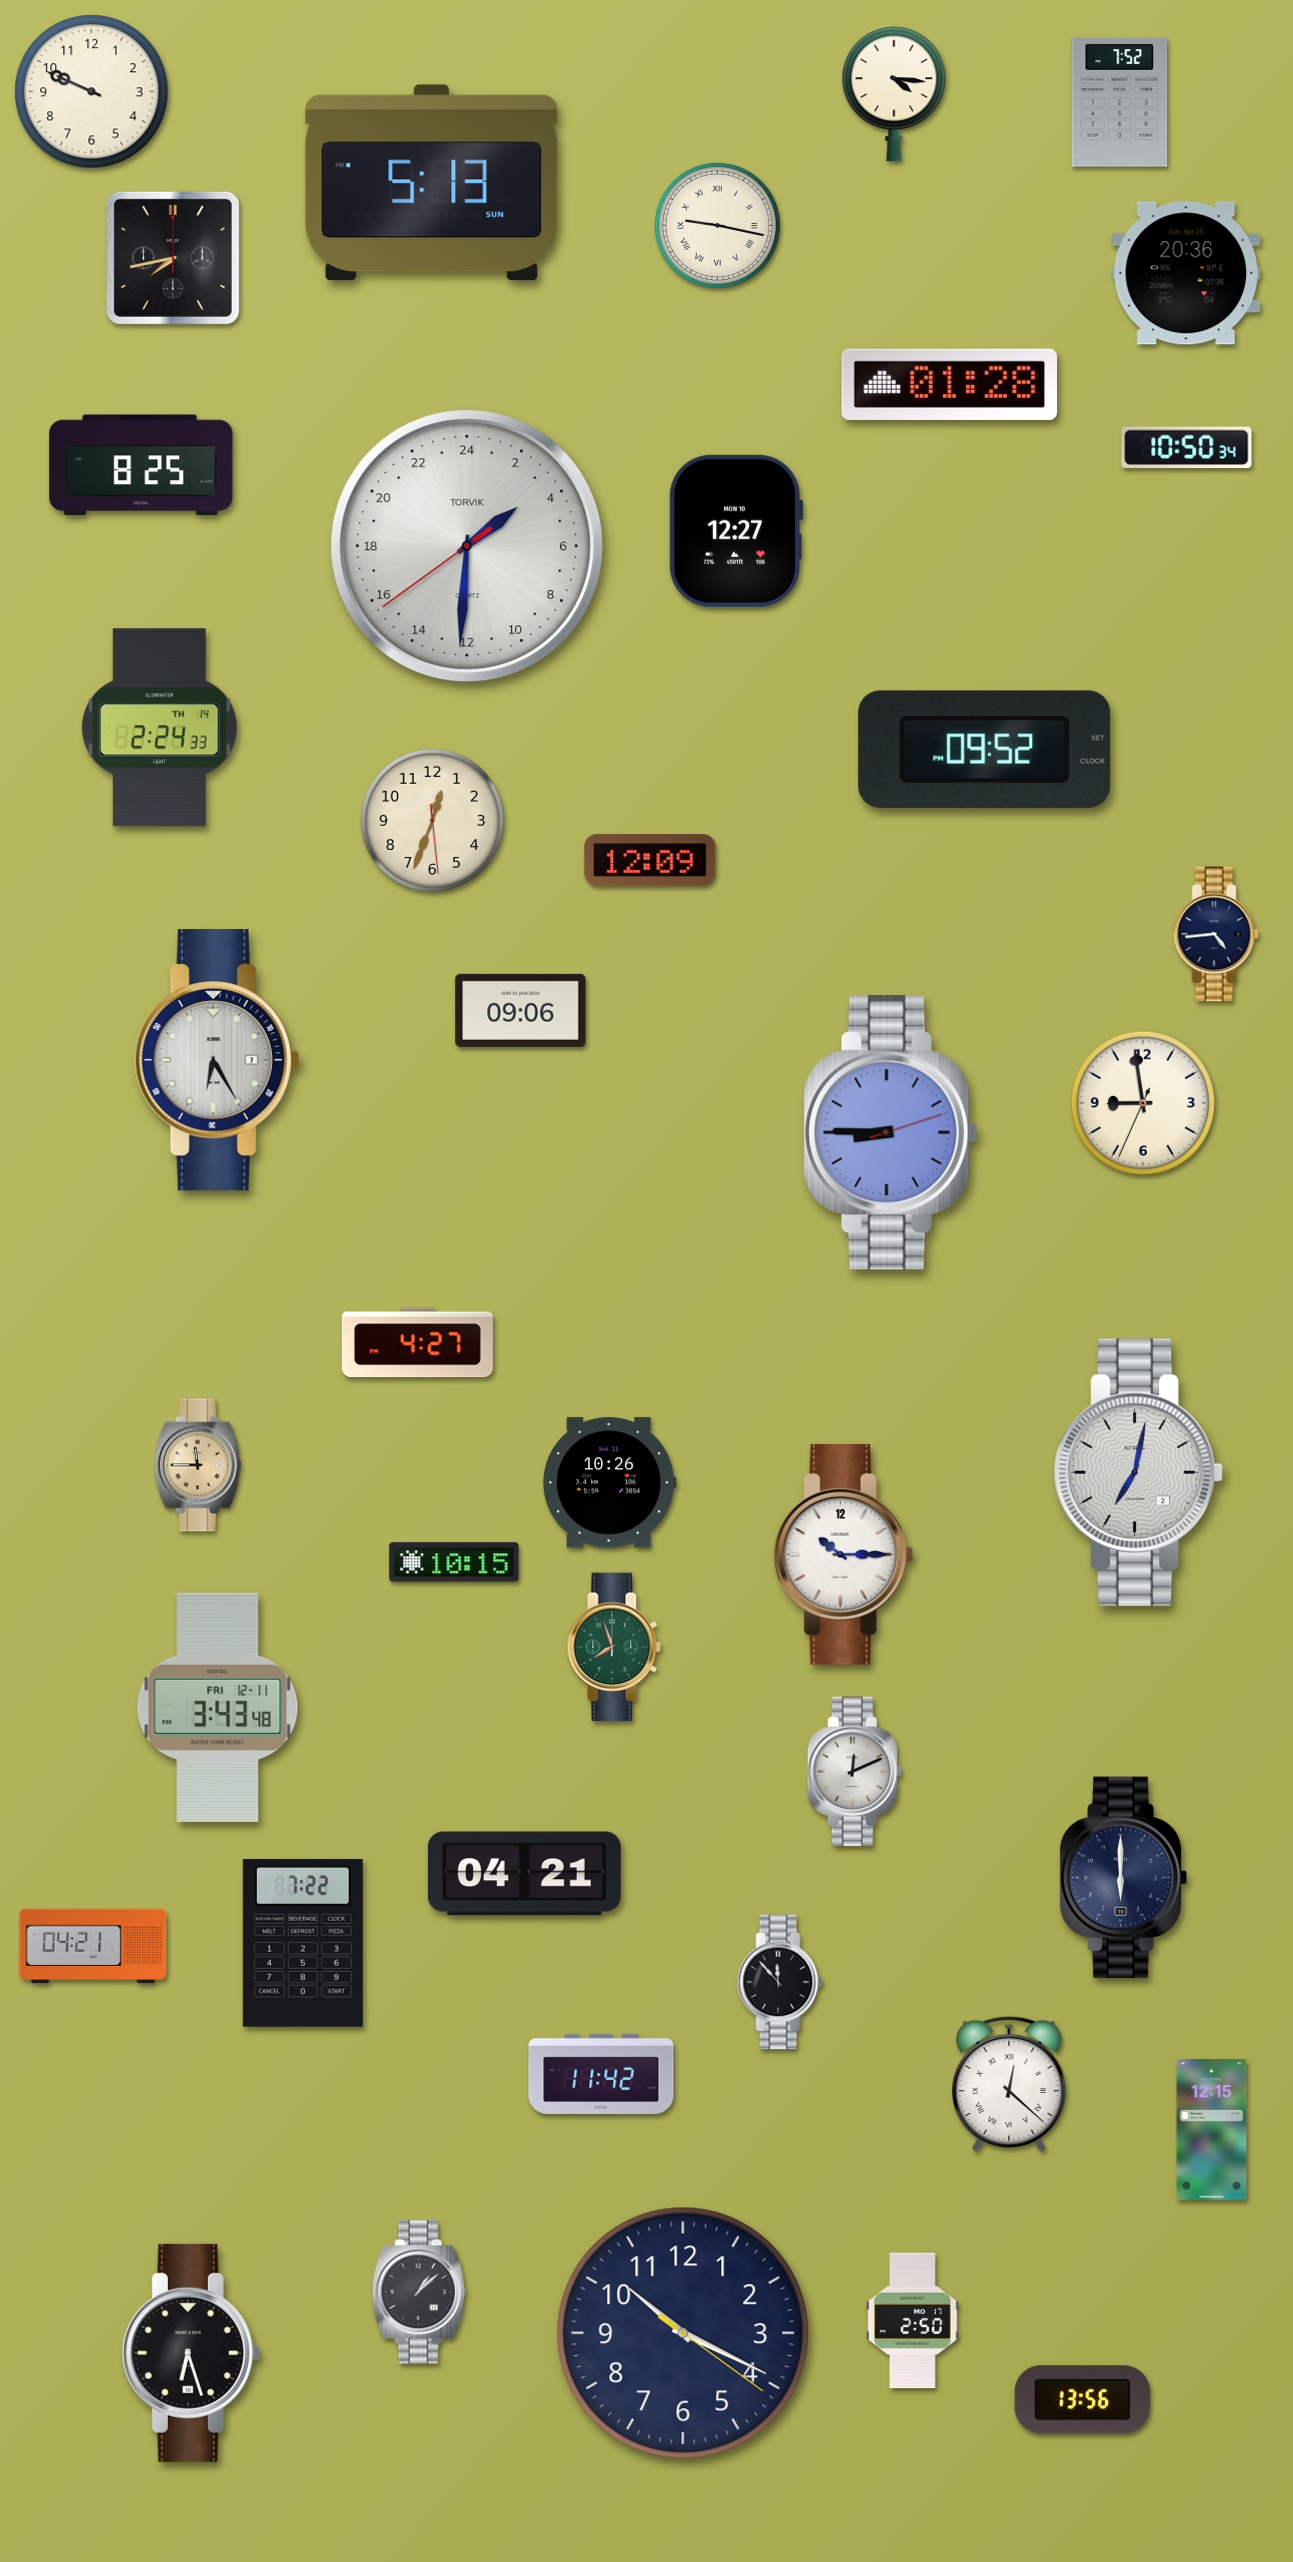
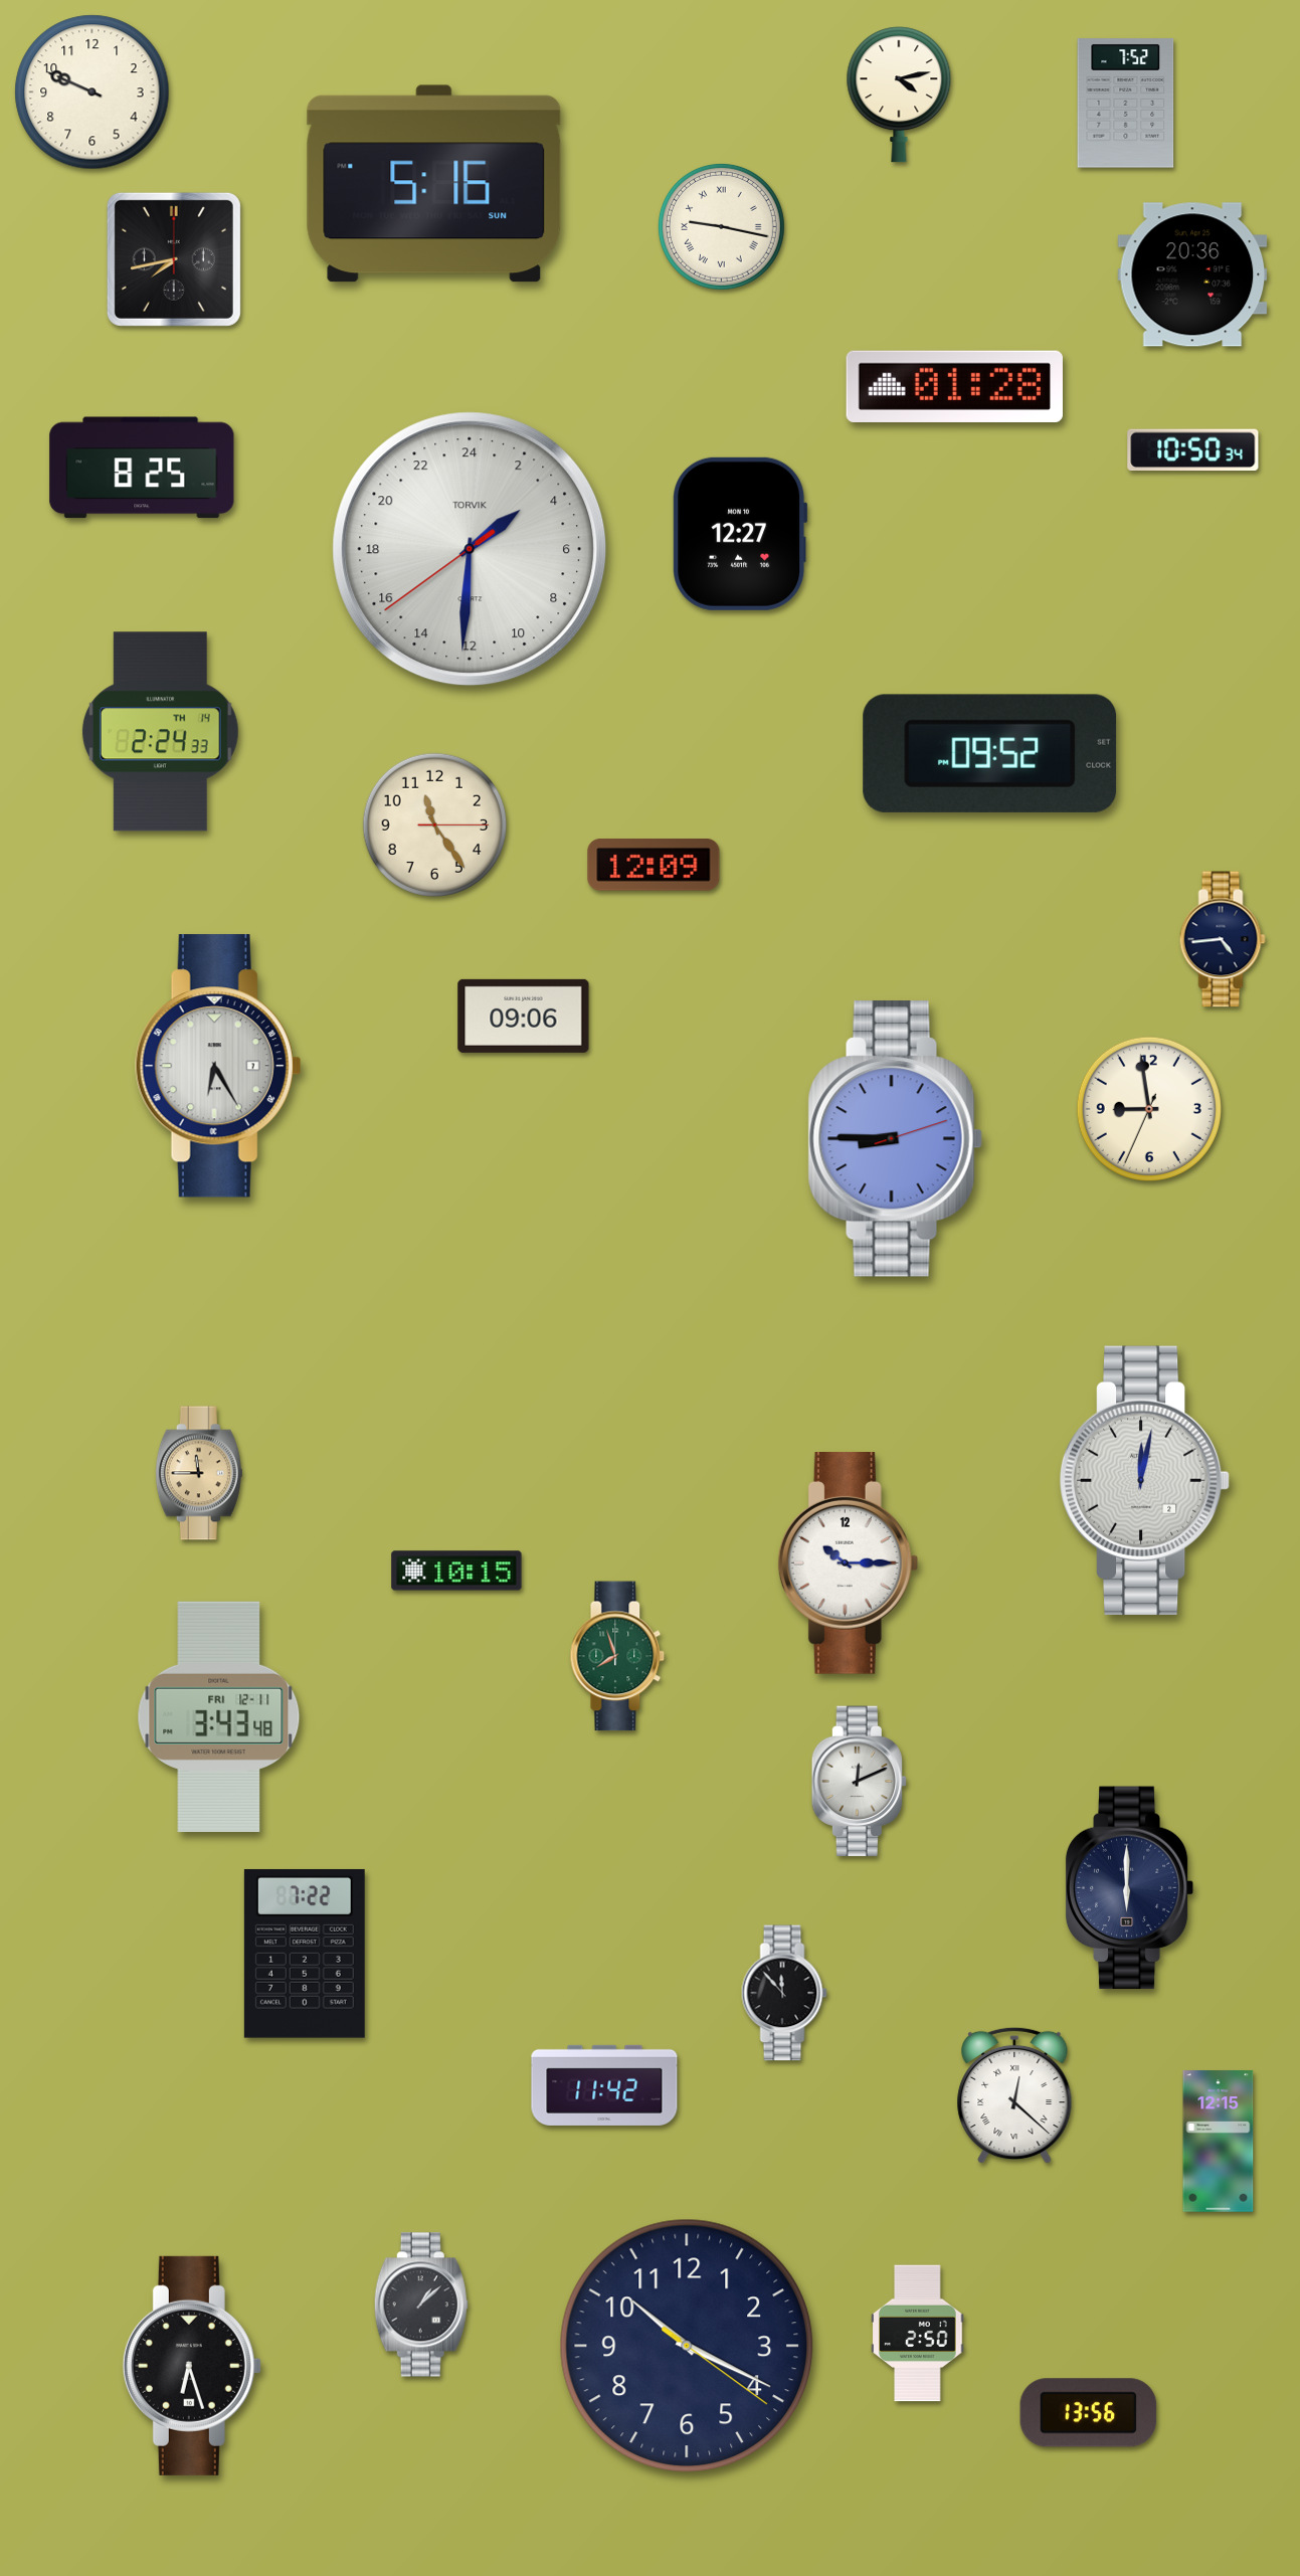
clock at (894, 94): 4:16 -> 4:13
clock at (432, 183): 5:13 -> 5:16
clock at (432, 820): 12:33 -> 11:24
clock at (417, 1343): 4:27 -> none
clock at (1139, 1472): 7:02 -> 12:02
clock at (609, 1483): 10:26 -> none
clock at (524, 1874): 04:21 -> none
clock at (93, 1946): 04:21 -> none
